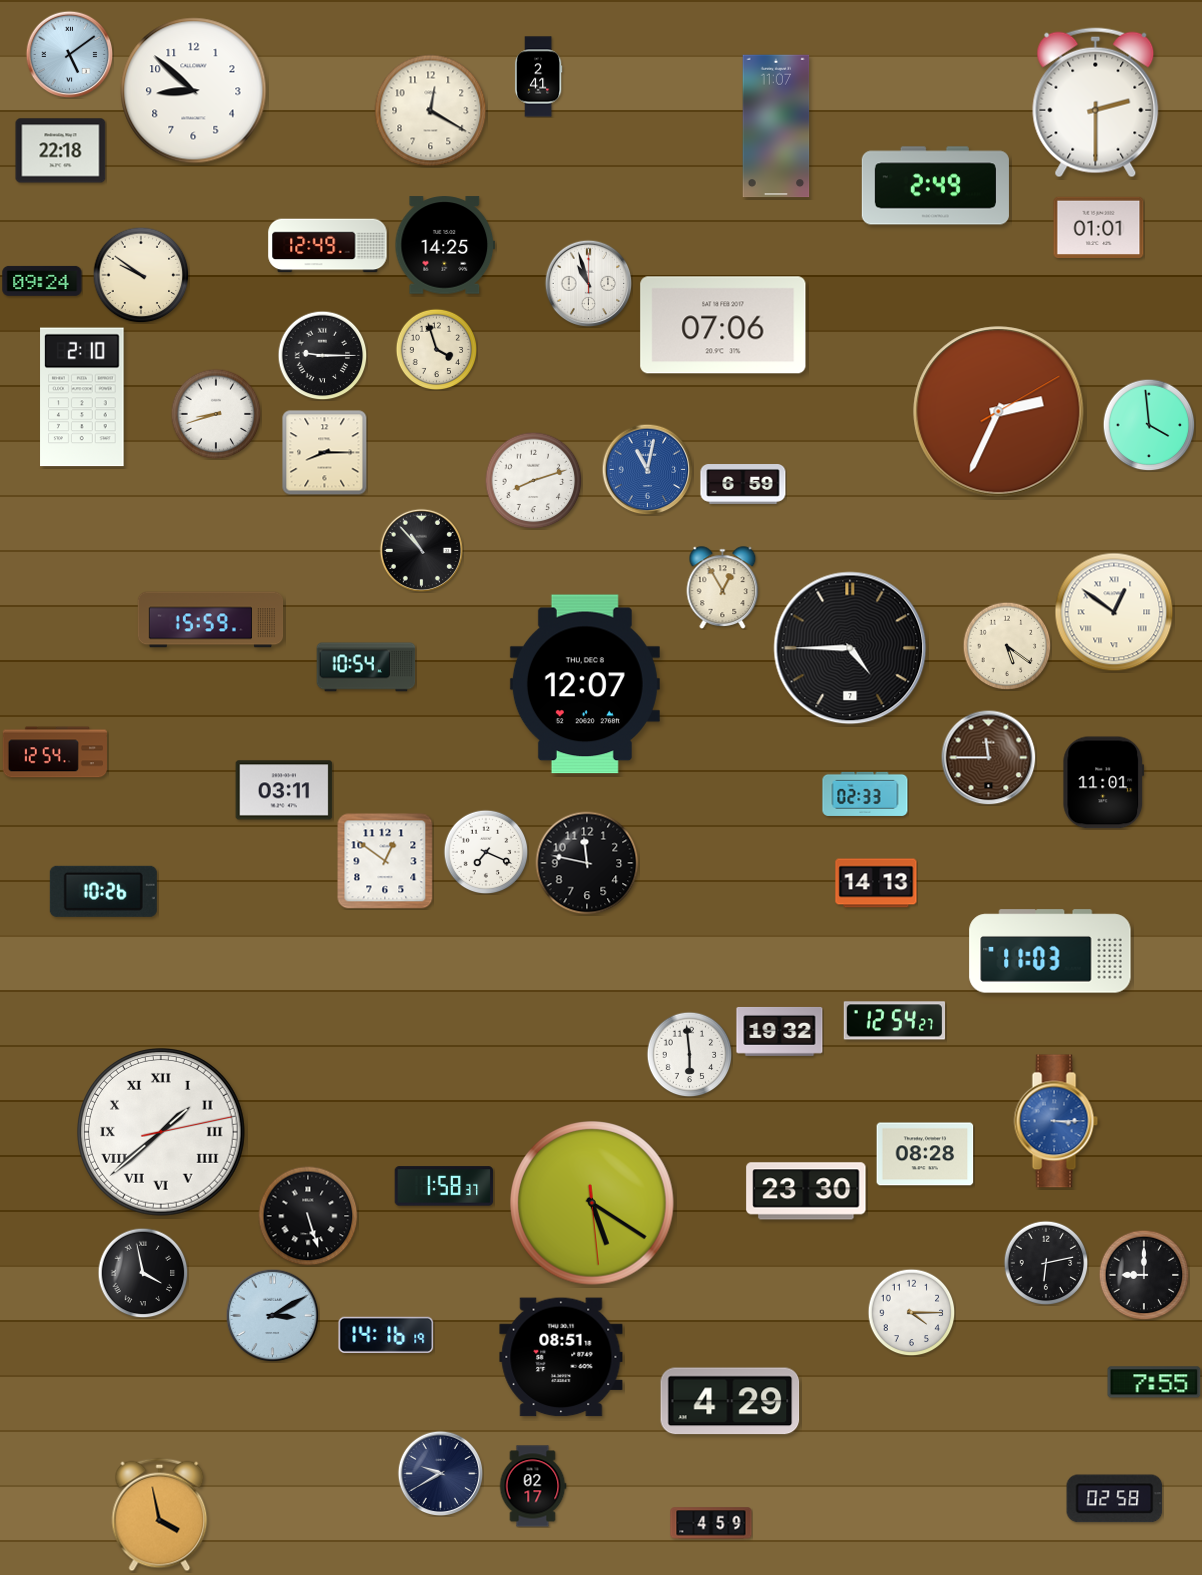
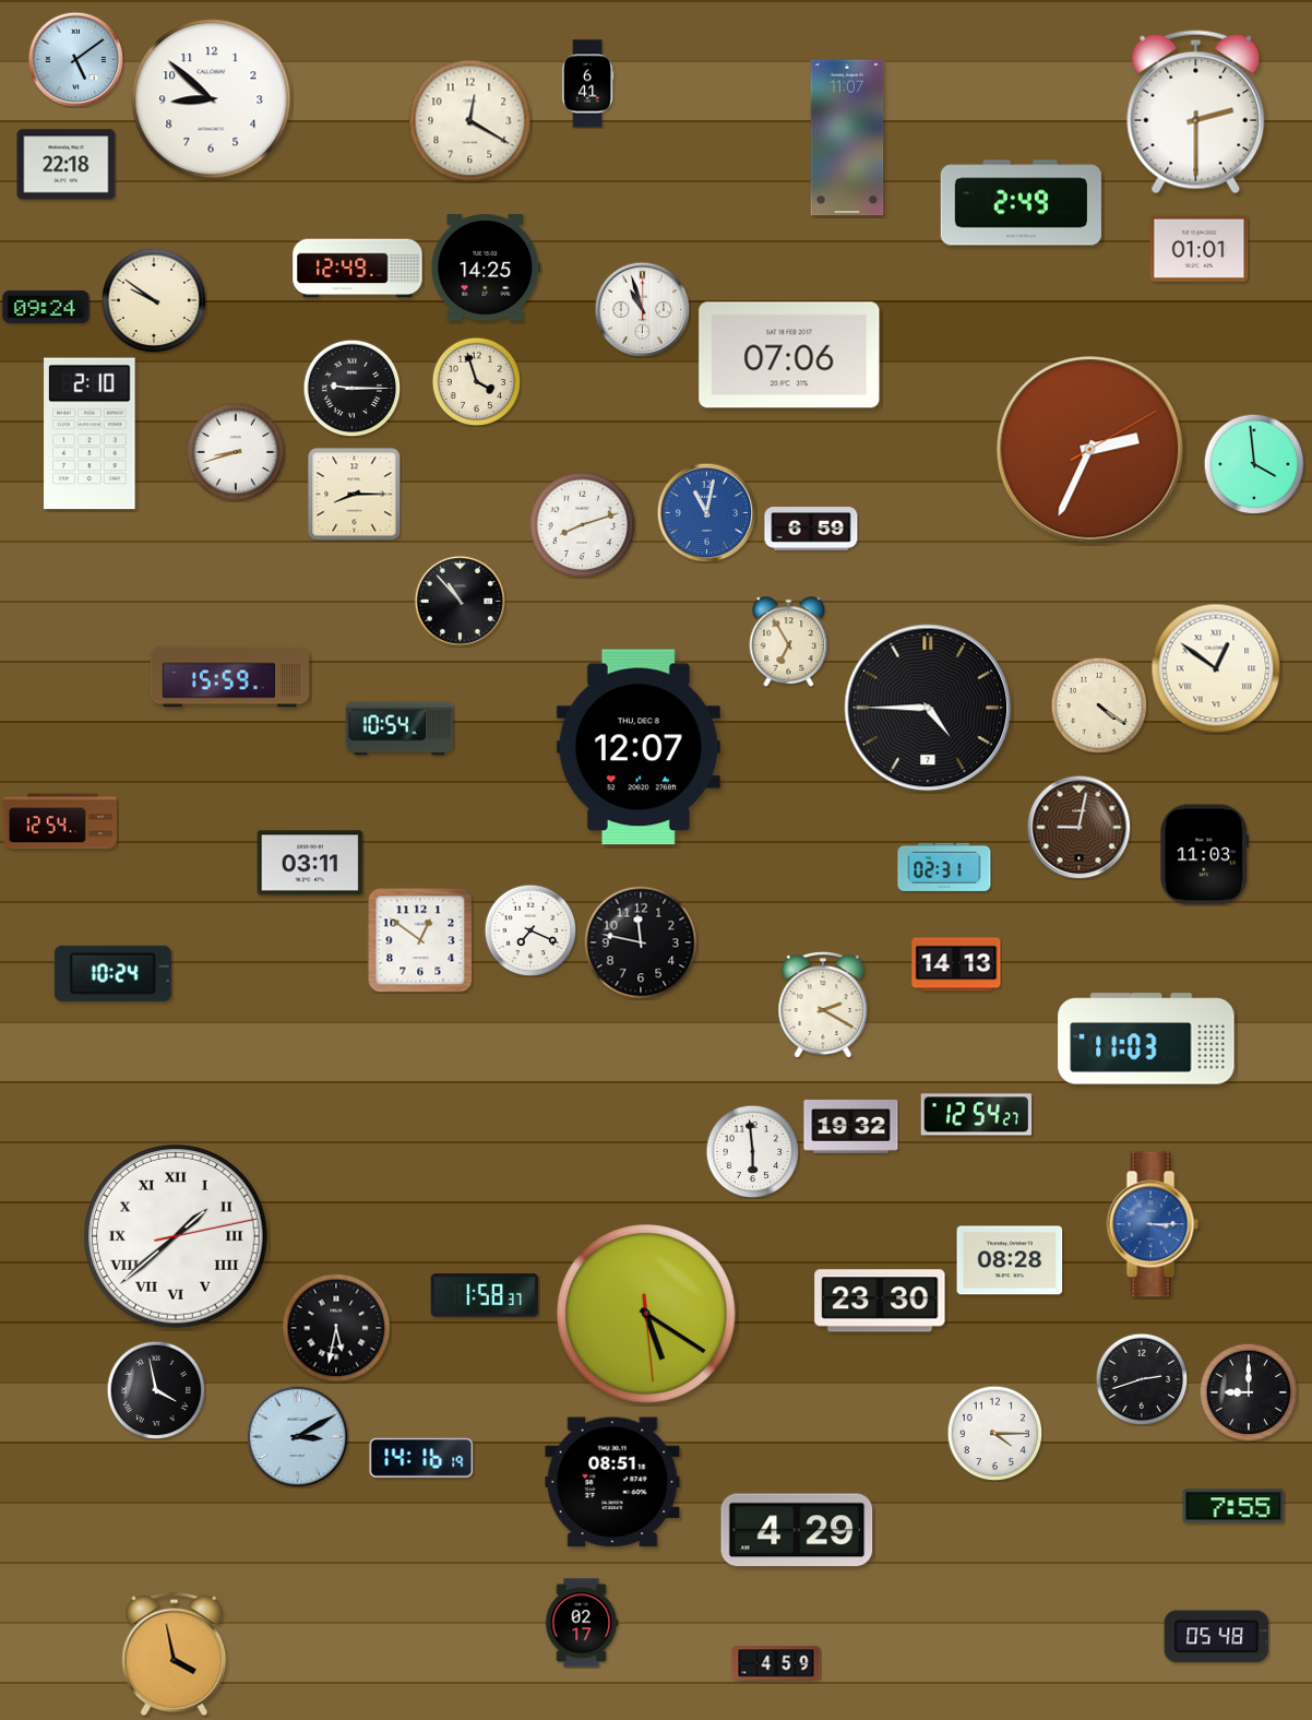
clock at (538, 77): 2:41 -> 6:41
clock at (723, 588): 12:55 -> 6:55
clock at (1007, 646): 5:21 -> 4:21
clock at (988, 757): 11:45 -> 9:02
clock at (1104, 783): 11:01 -> 11:03
clock at (865, 794): 02:33 -> 02:31
clock at (103, 891): 10:26 -> 10:24
clock at (823, 1005): none -> 2:20
clock at (308, 1216): 5:27 -> 5:32
clock at (1046, 1263): 6:13 -> 2:42
clock at (1154, 1382) position: (1154, 1382) -> (1233, 1506)
clock at (440, 1473): 9:40 -> none
clock at (1115, 1499): 02:58 -> 05:48
